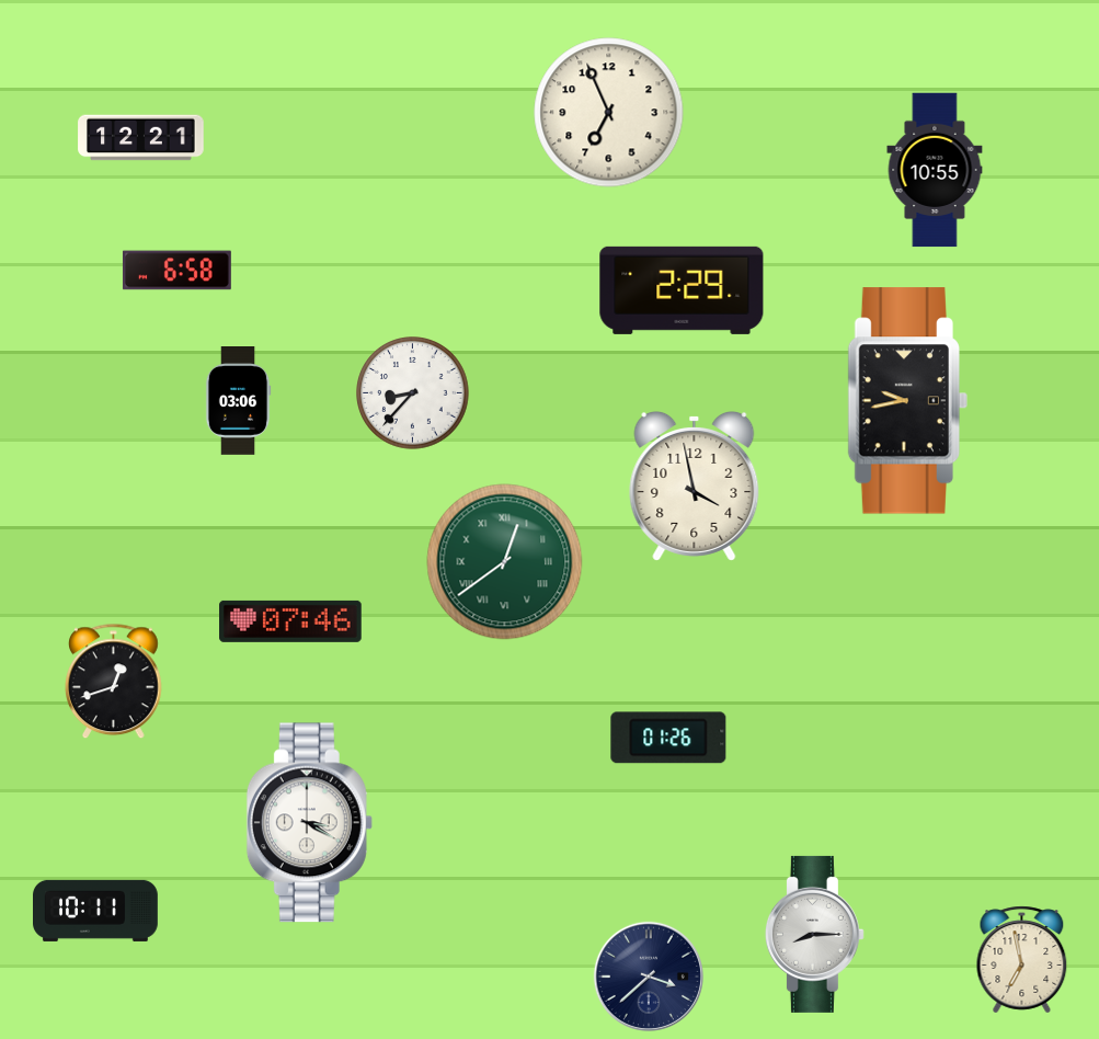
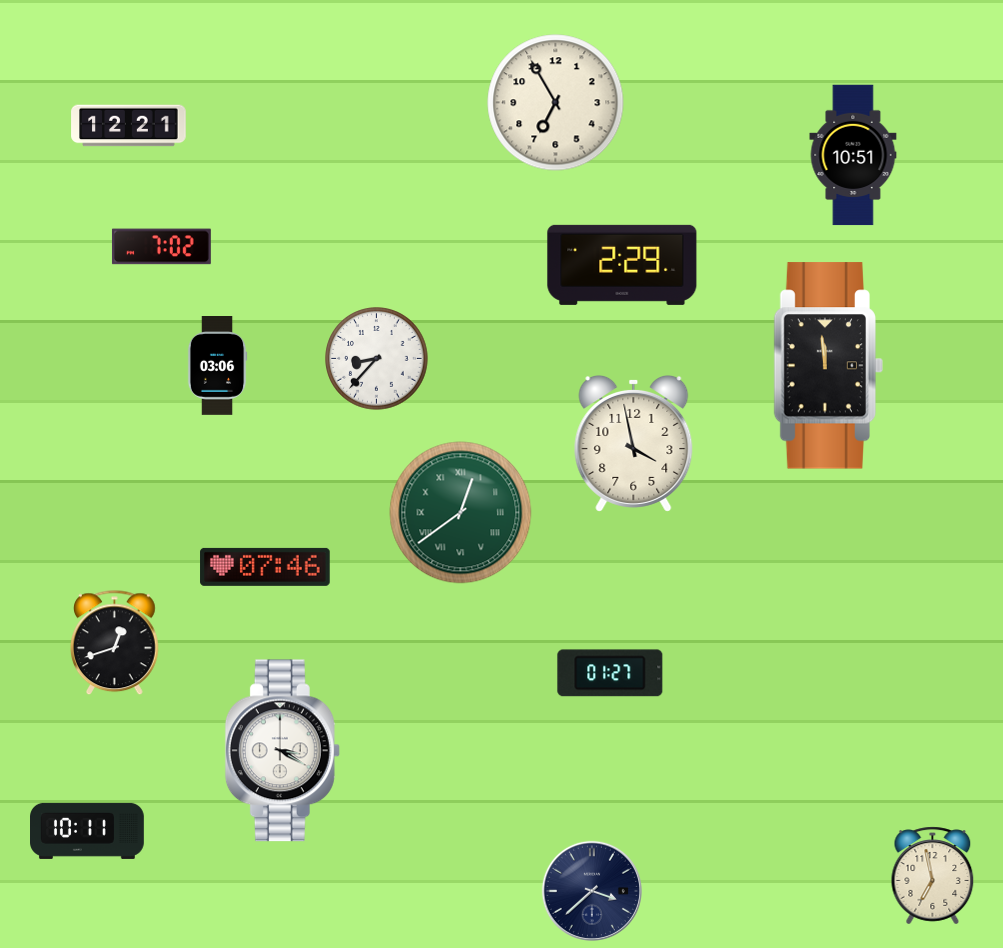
clock at (609, 113): 6:56 -> 6:55
clock at (935, 170): 10:55 -> 10:51
clock at (176, 271): 6:58 -> 7:02
clock at (907, 401): 9:43 -> 11:59
clock at (114, 682) position: (114, 682) -> (115, 643)
clock at (668, 738): 01:26 -> 01:27
clock at (814, 934): 8:15 -> none
